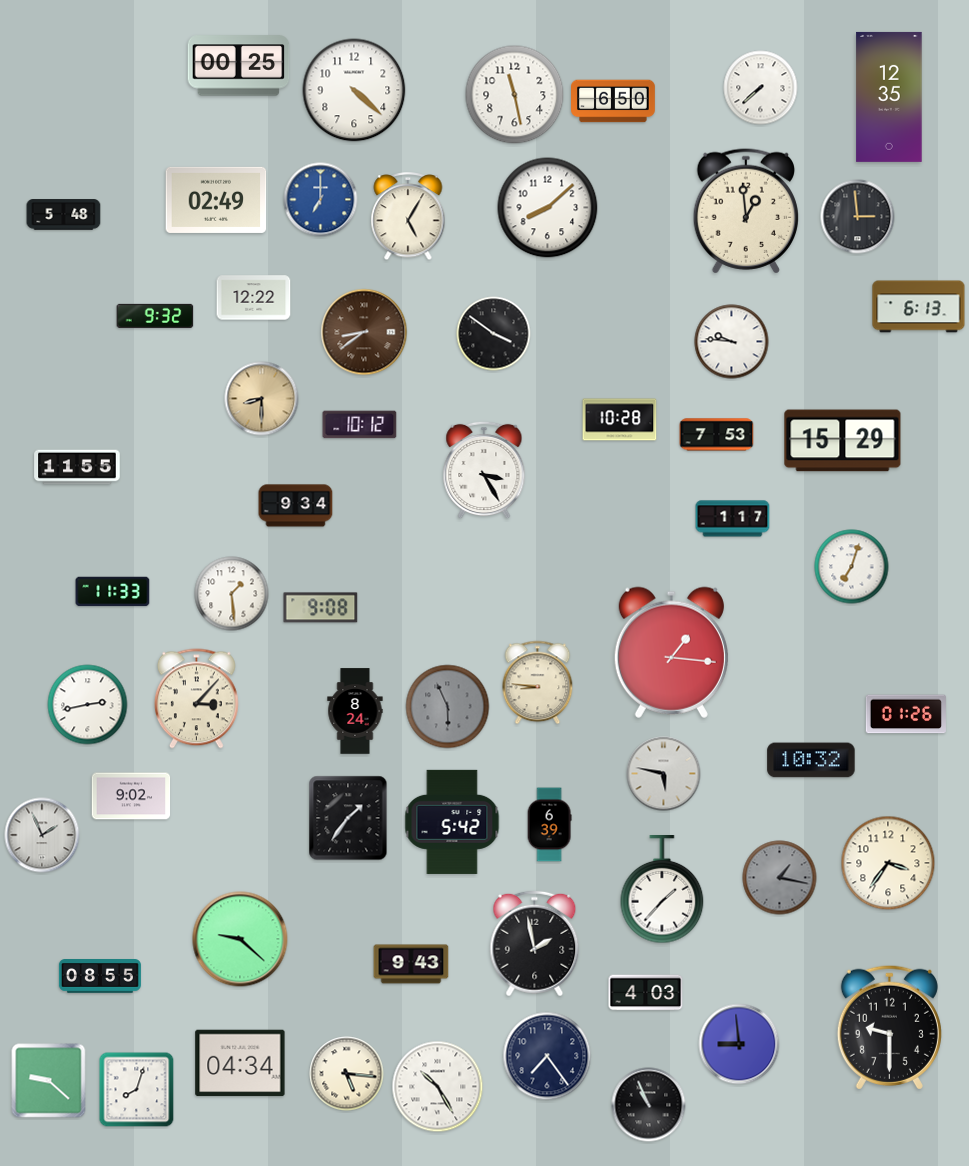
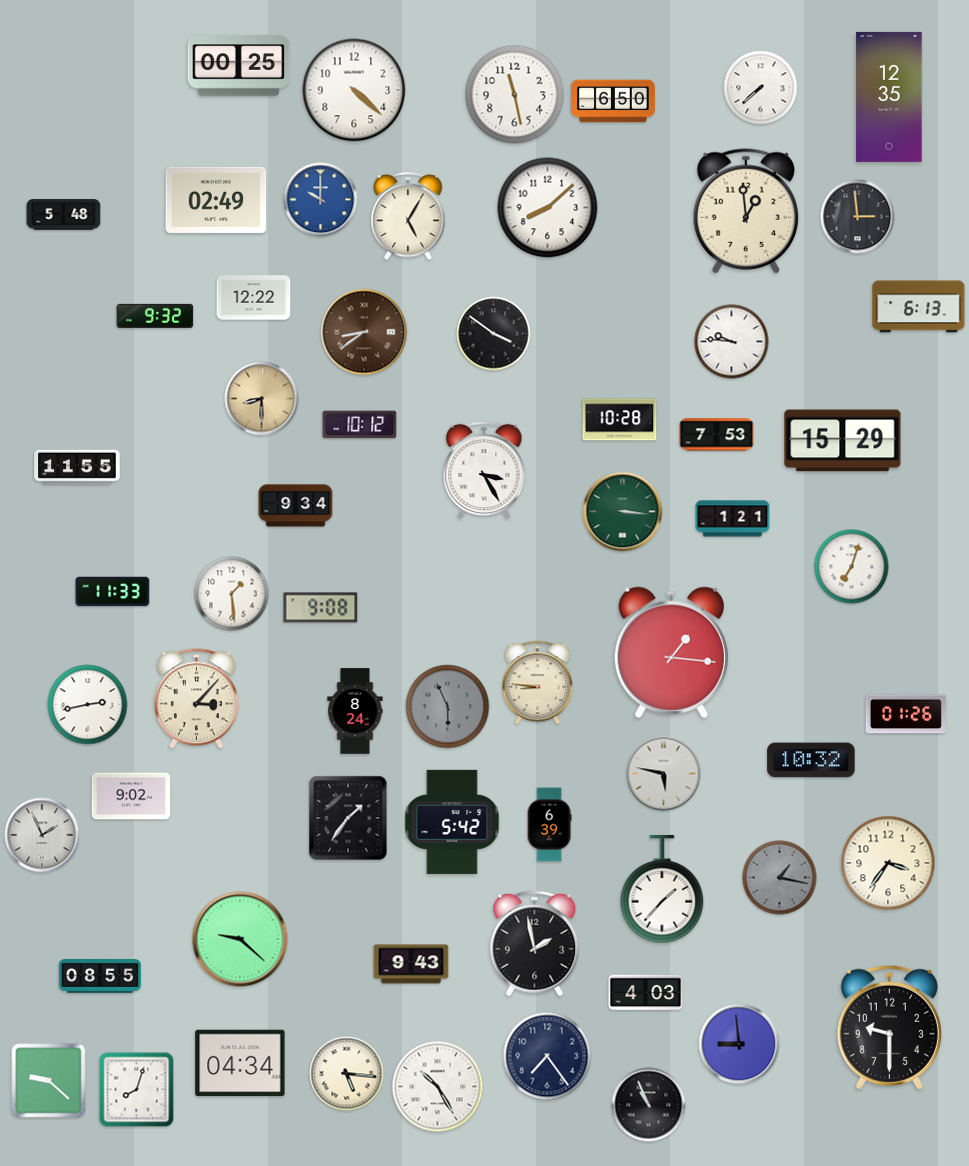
clock at (321, 200): 7:00 -> 10:00
clock at (623, 512): none -> 3:16
clock at (733, 519): 1:17 -> 1:21
